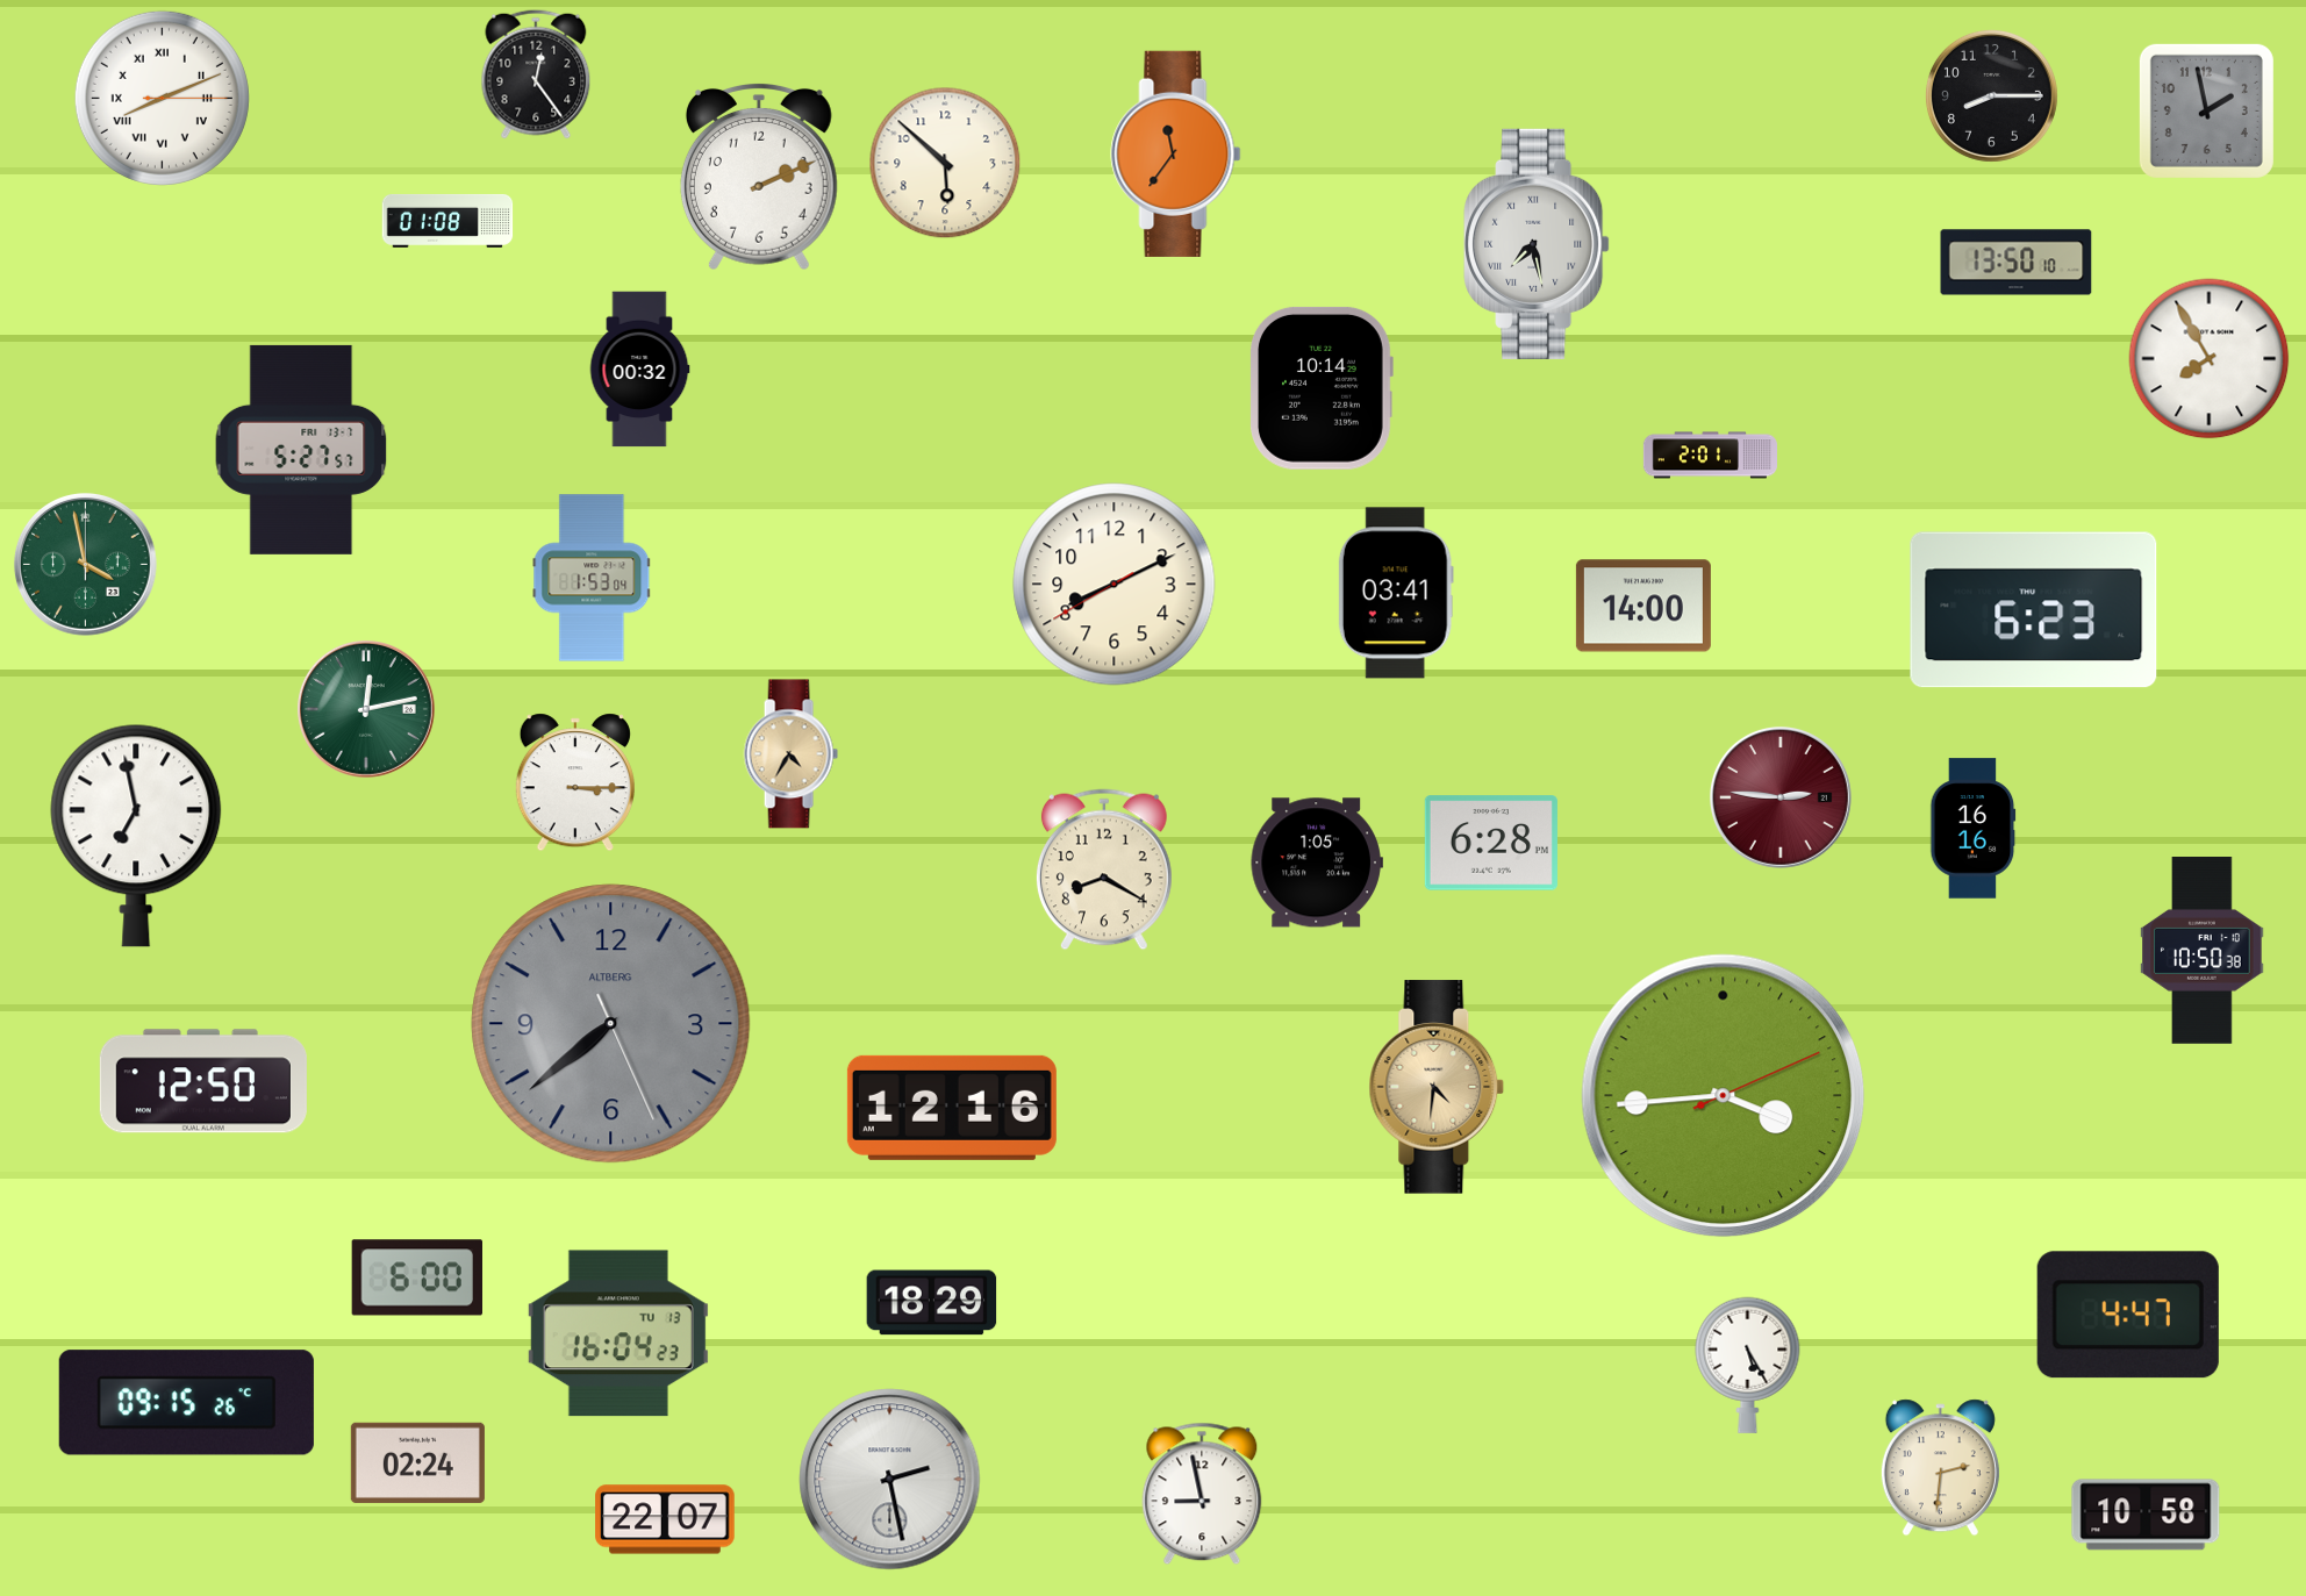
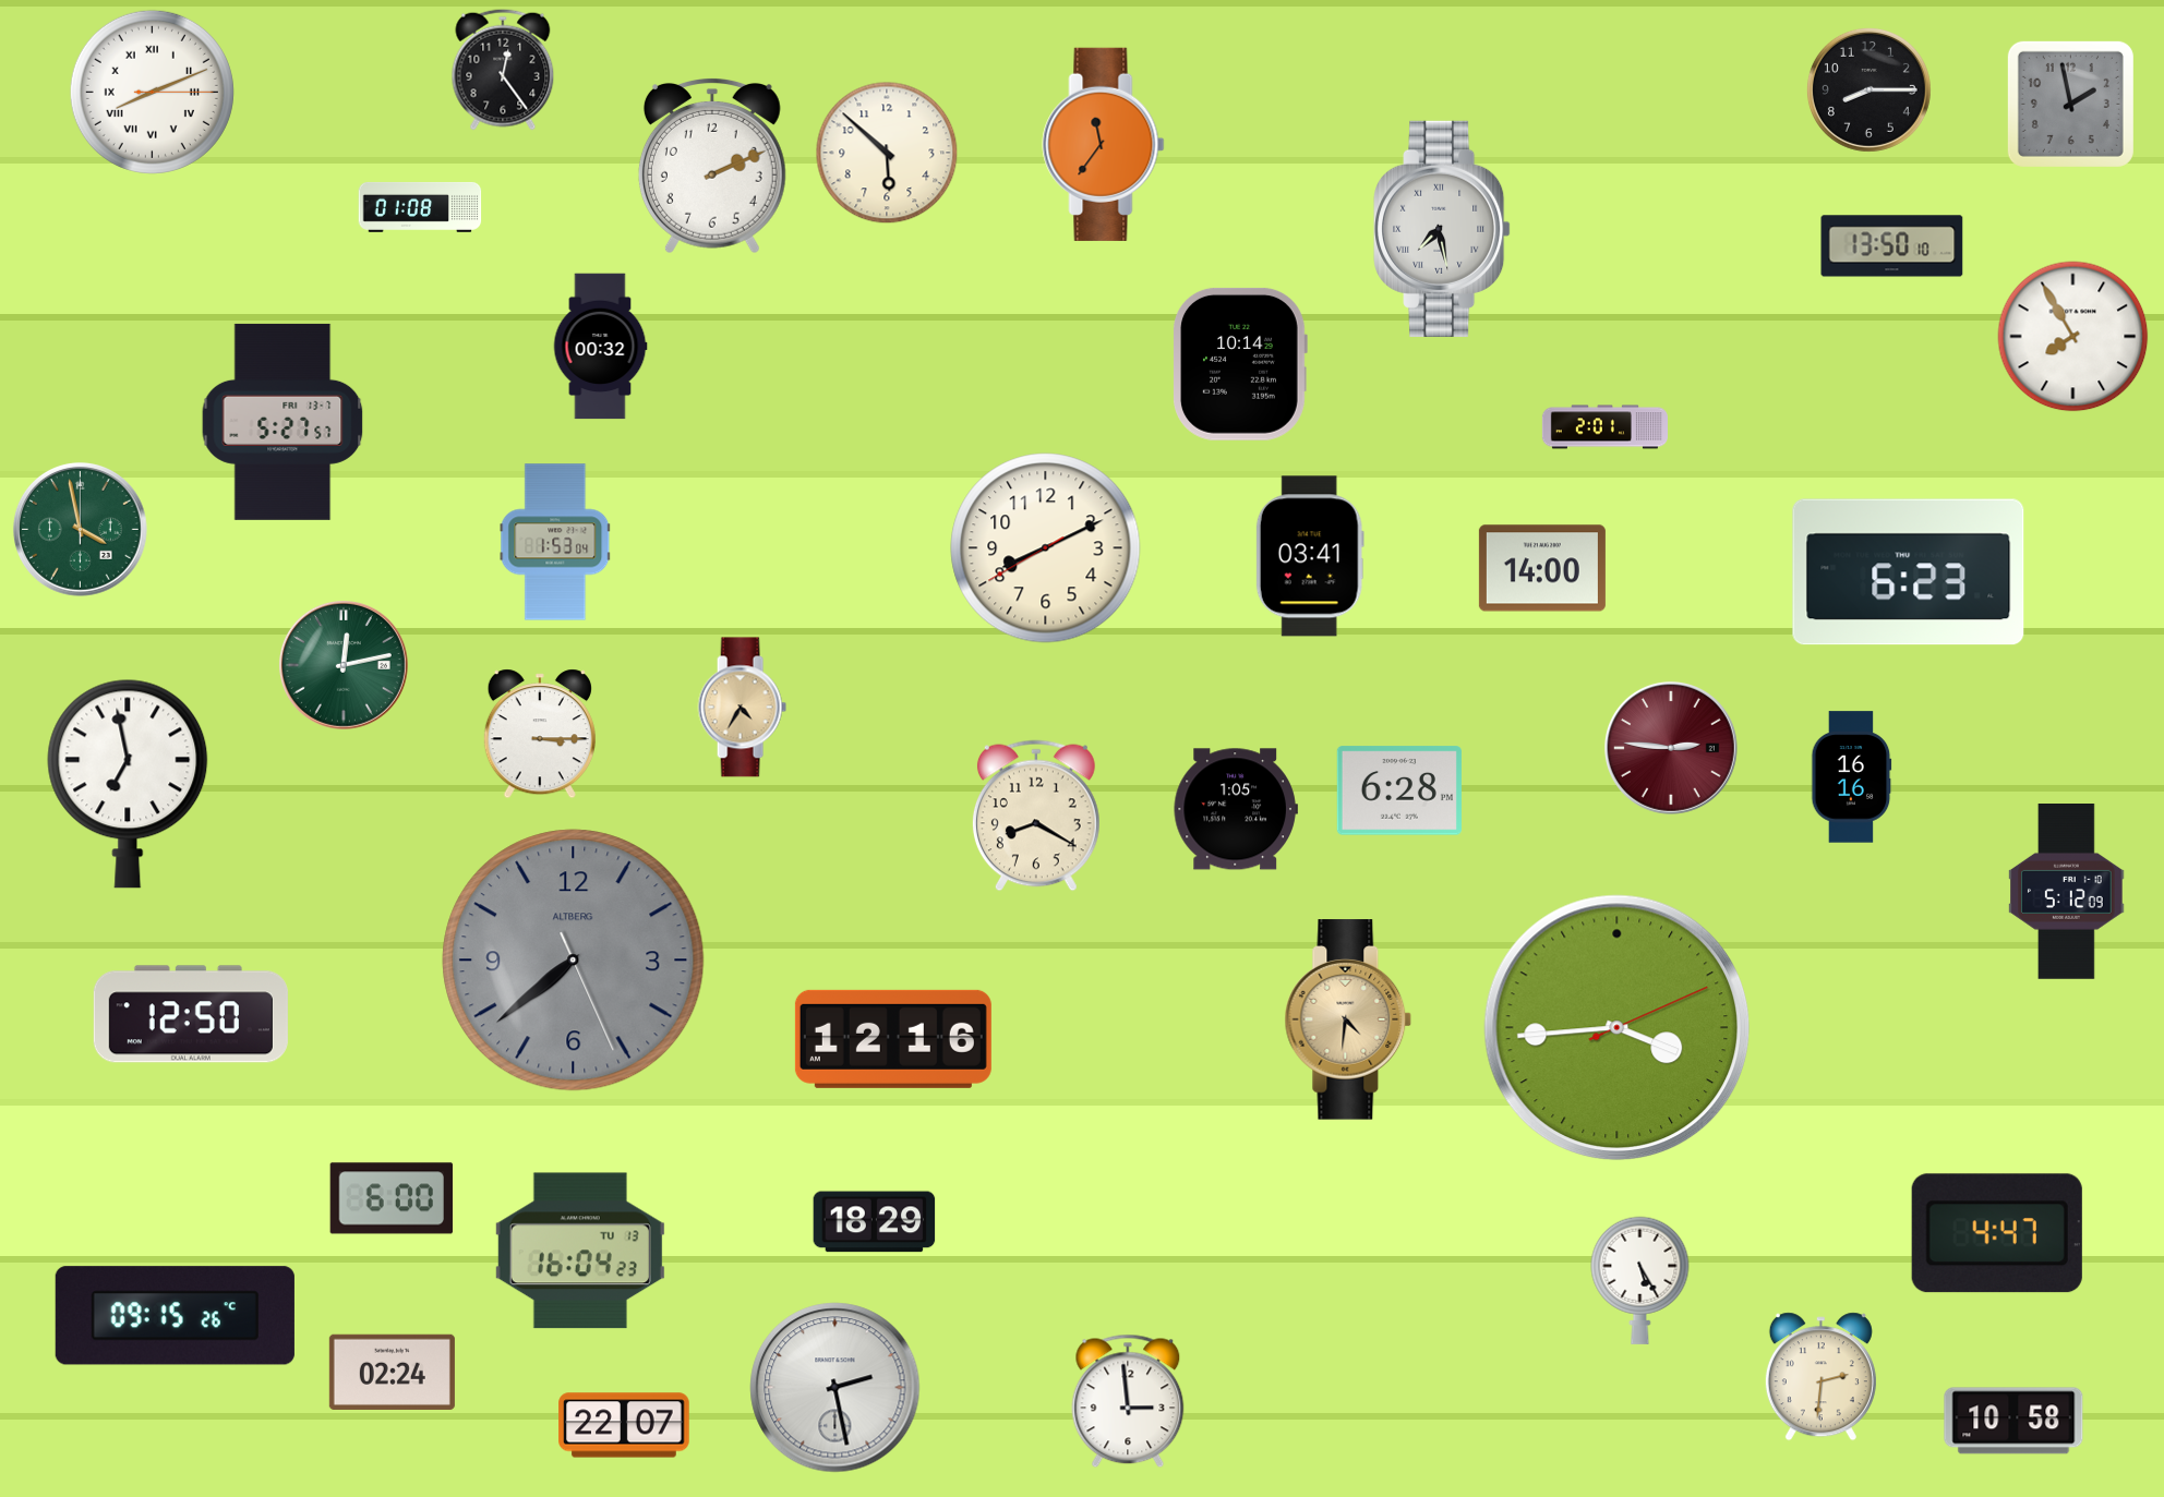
clock at (2203, 951): 10:50 -> 5:12
clock at (1202, 1494): 8:58 -> 2:59
